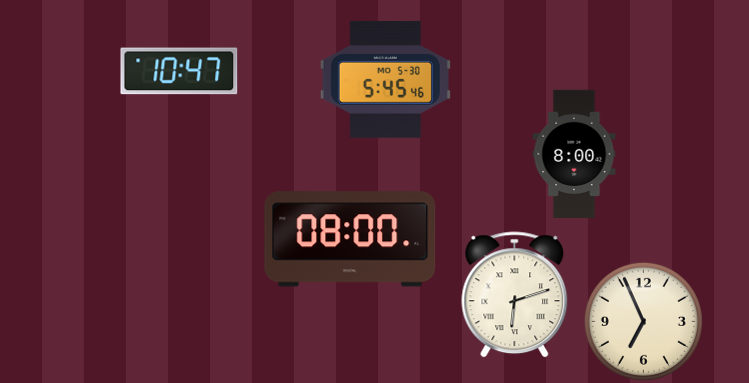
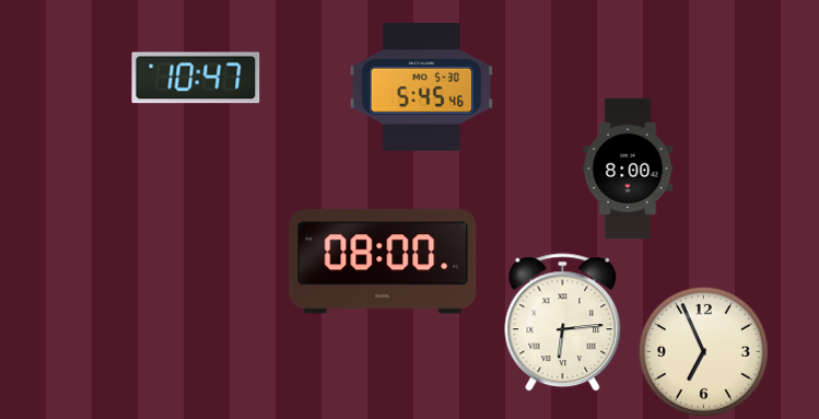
clock at (515, 295): 6:12 -> 6:14
